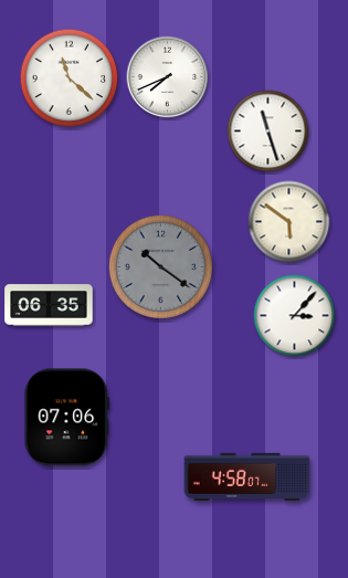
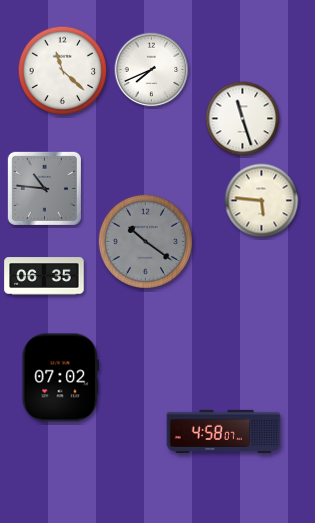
clock at (44, 188): none -> 10:46
clock at (289, 222): 5:51 -> 5:46
clock at (295, 316): 3:07 -> none
clock at (67, 418): 07:06 -> 07:02
